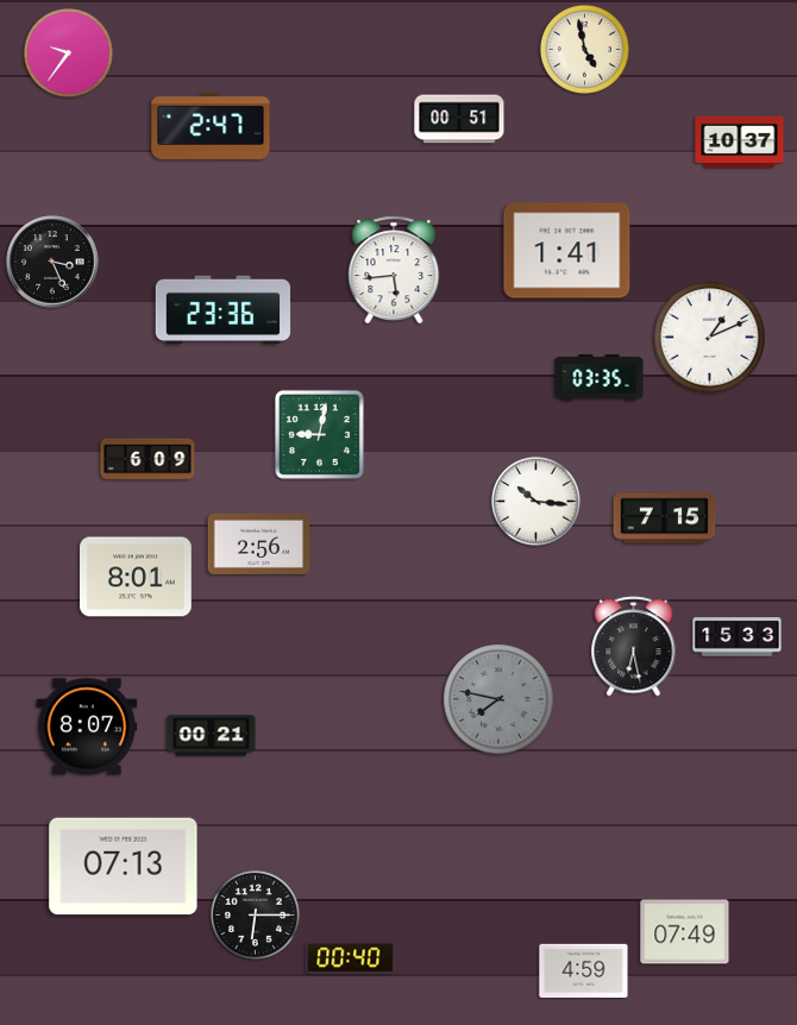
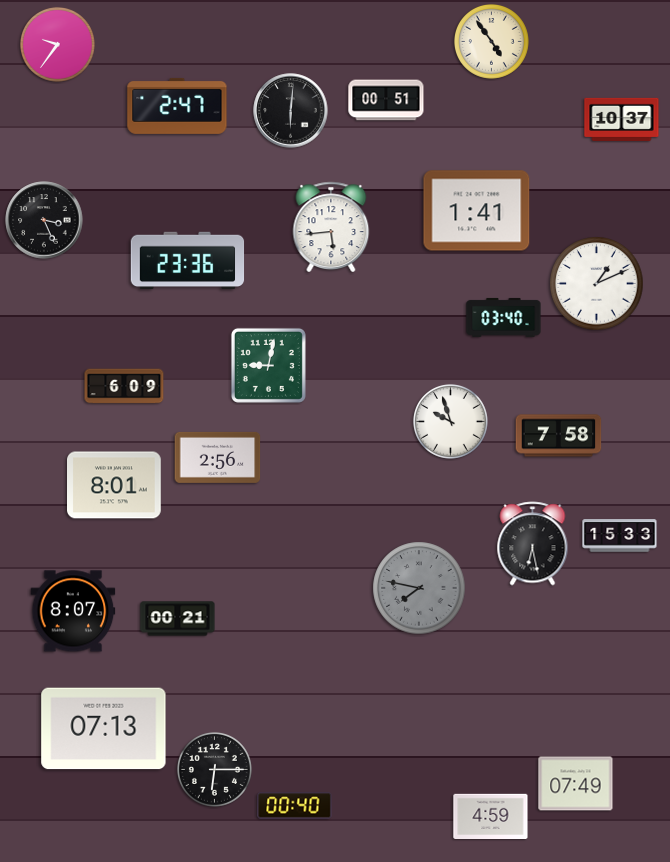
clock at (584, 49): 4:58 -> 4:54
clock at (291, 111): none -> 6:01
clock at (600, 377): 03:35 -> 03:40
clock at (535, 501): 10:16 -> 9:57
clock at (665, 518): 7:15 -> 7:58
